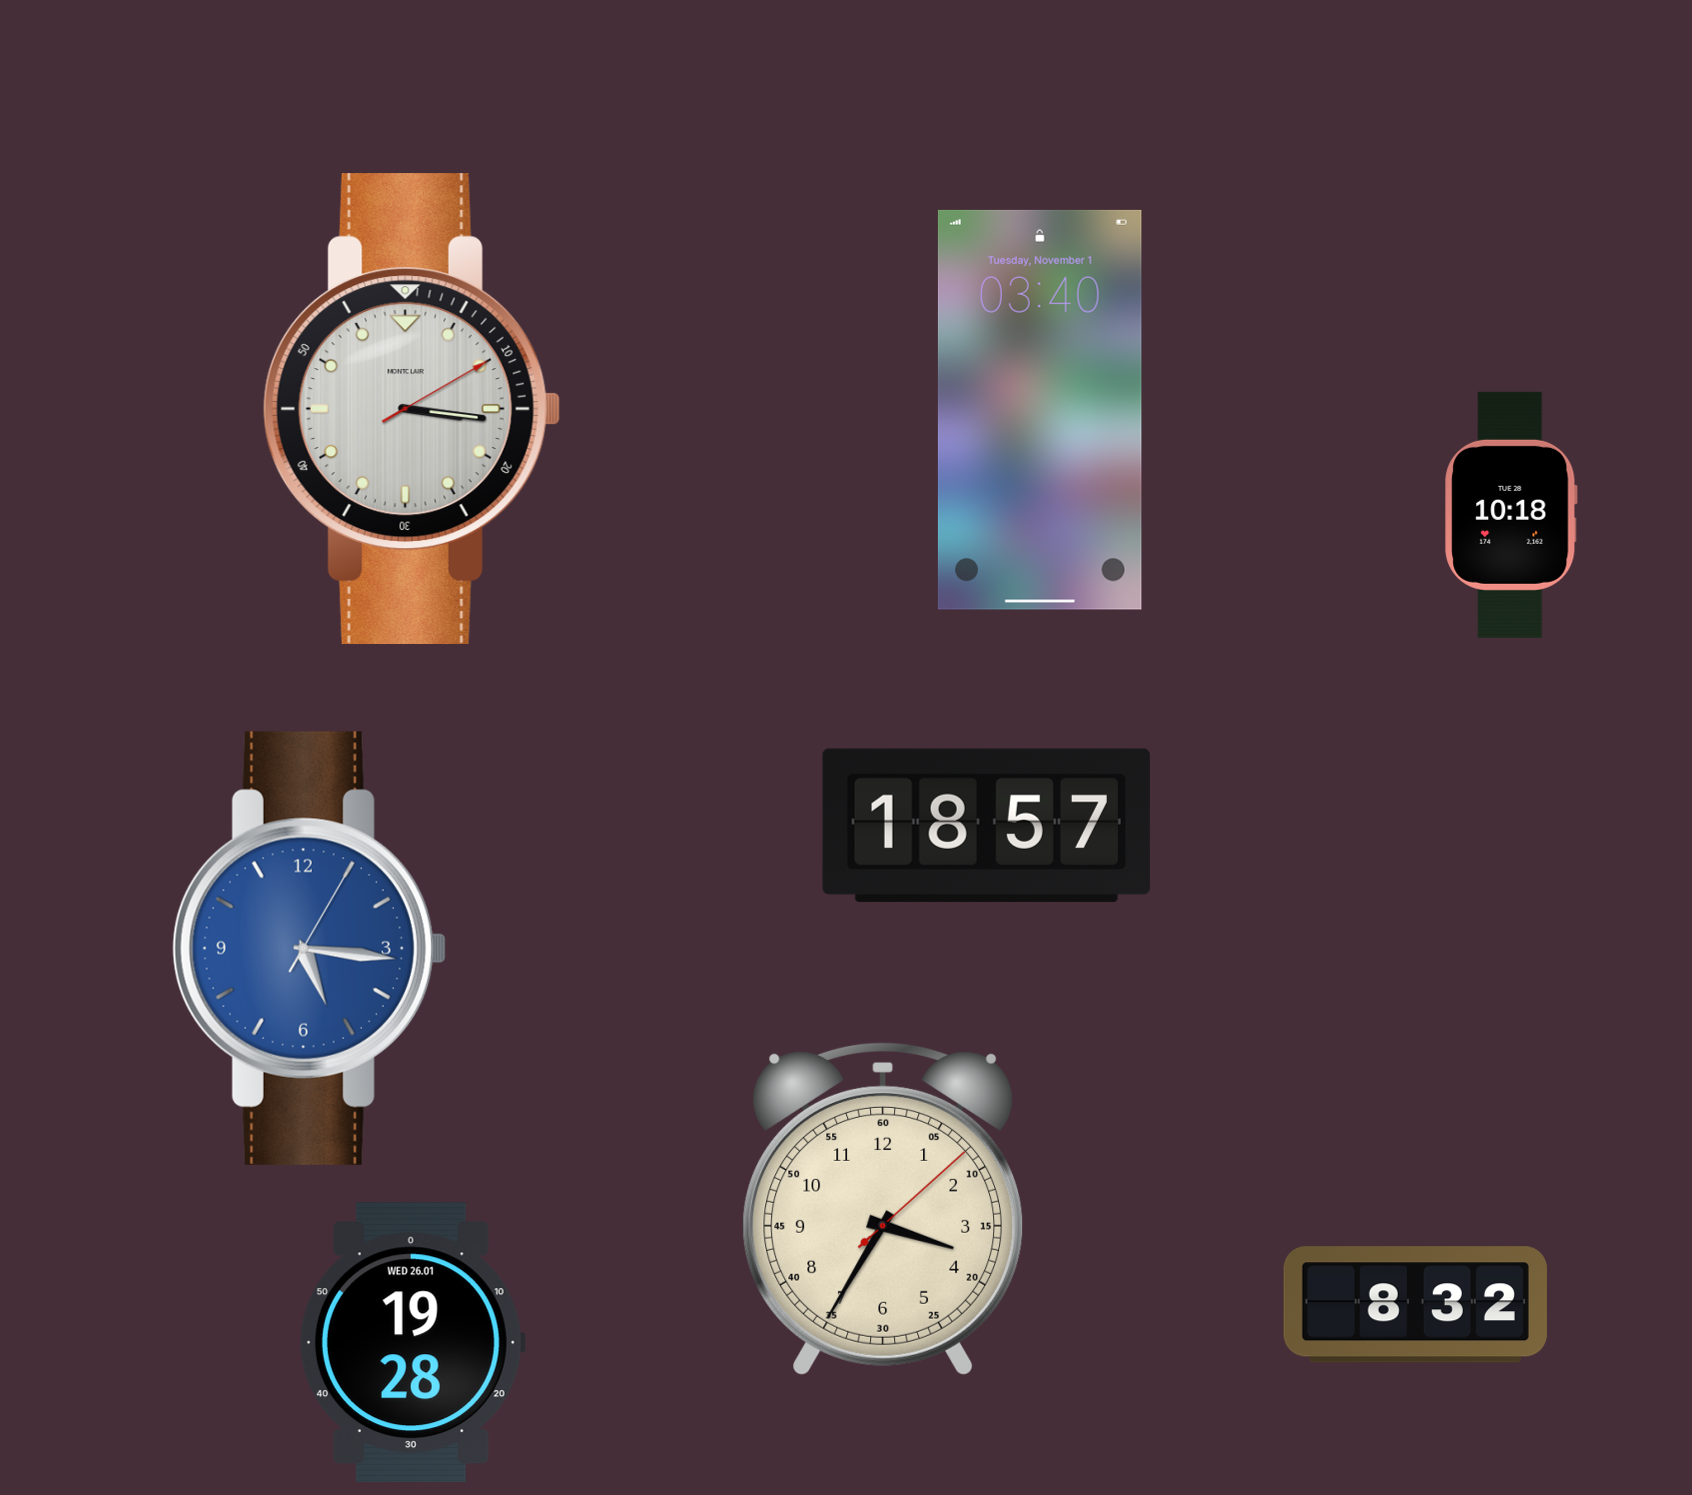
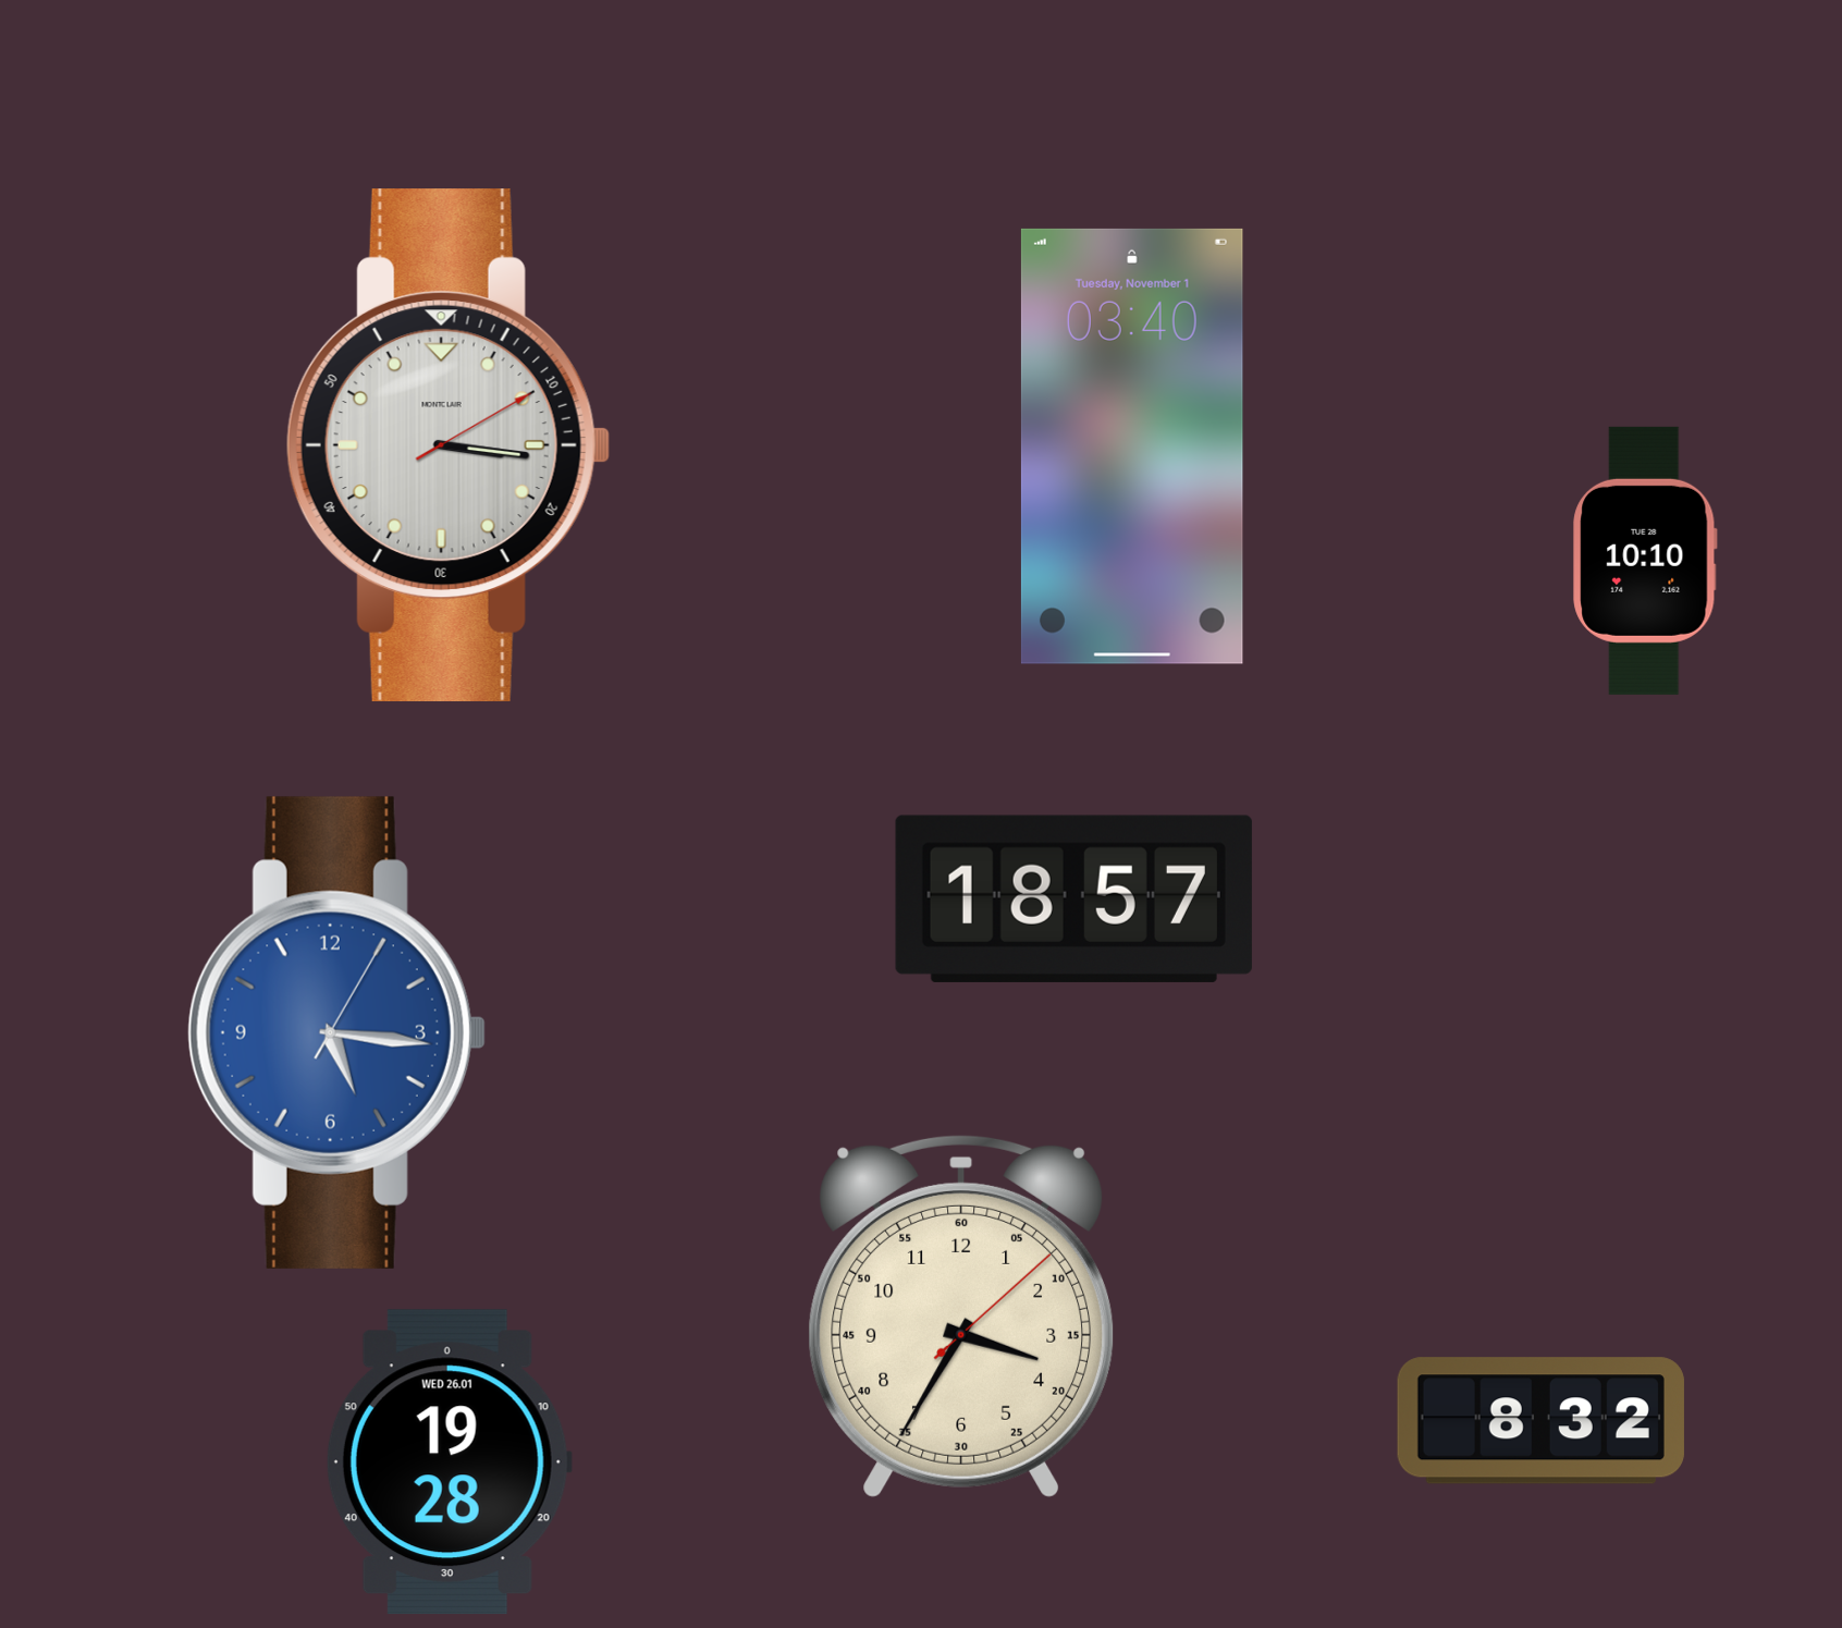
clock at (1511, 515): 10:18 -> 10:10
